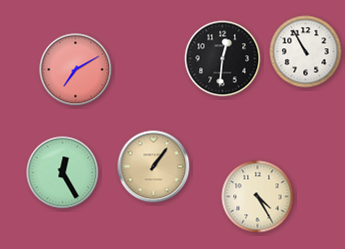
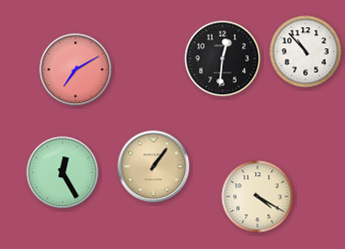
clock at (306, 52): 10:55 -> 10:53
clock at (258, 197): 4:25 -> 4:20
